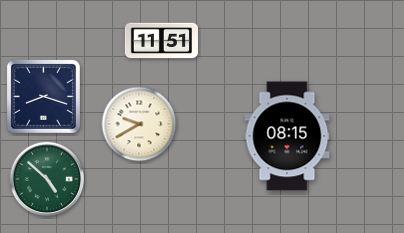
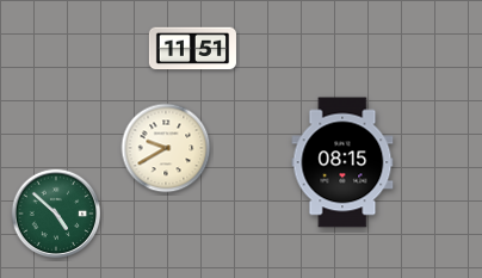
clock at (43, 96): 8:18 -> none
